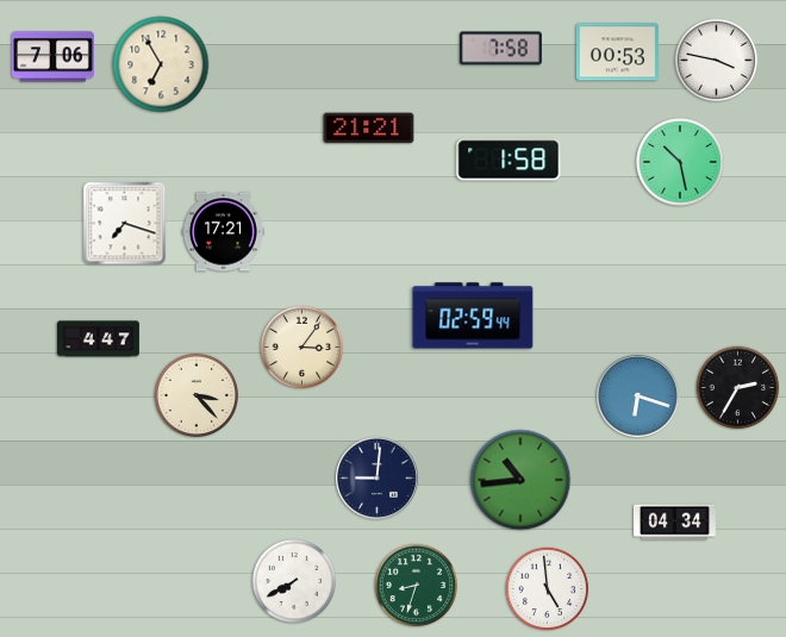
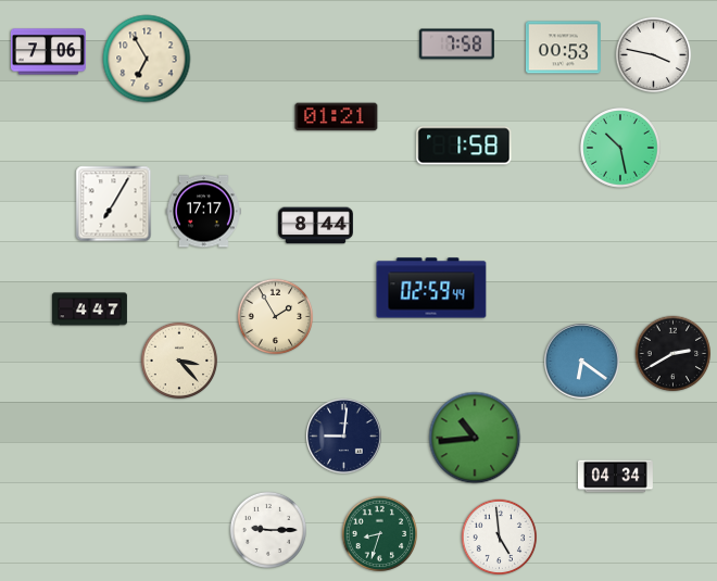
clock at (369, 129): 21:21 -> 01:21
clock at (125, 224): 7:18 -> 7:05
clock at (223, 232): 17:21 -> 17:17
clock at (315, 226): none -> 8:44
clock at (302, 348): 3:06 -> 1:55
clock at (738, 388): 2:35 -> 2:40
clock at (638, 396): 6:18 -> 6:21
clock at (293, 580): 7:40 -> 9:15
